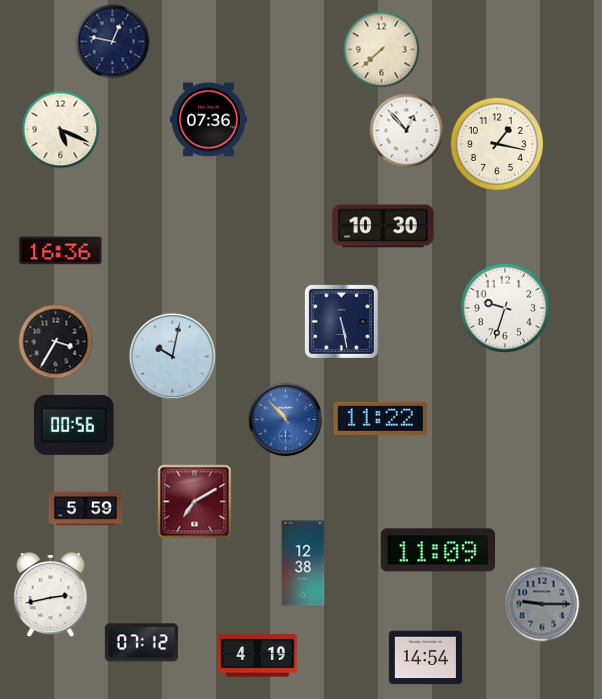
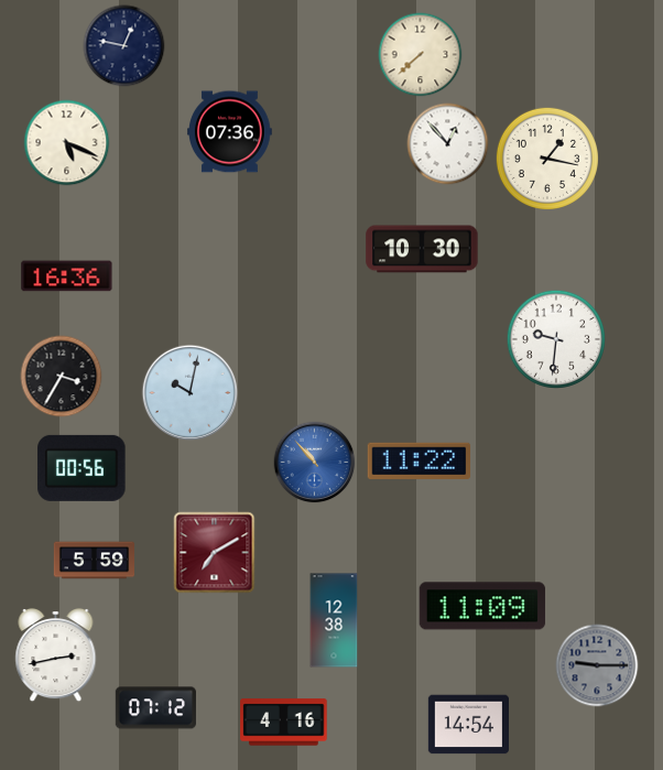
clock at (505, 308): 9:33 -> 9:31
clock at (341, 321): 5:28 -> none
clock at (258, 656): 4:19 -> 4:16
